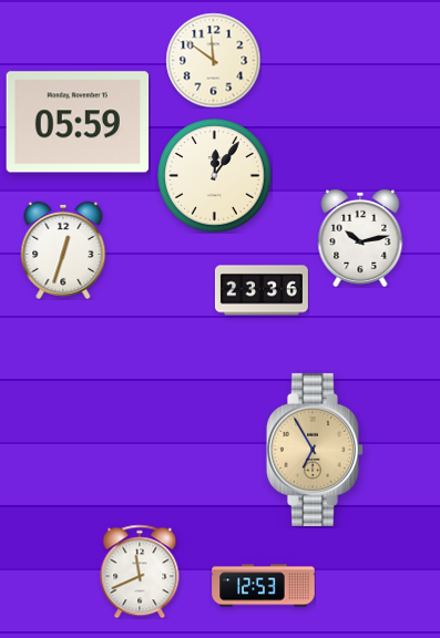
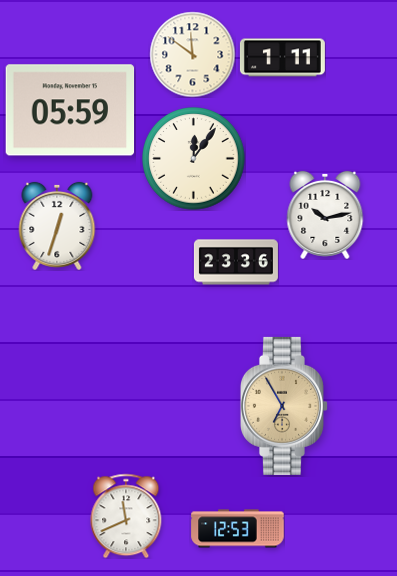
clock at (282, 58): none -> 1:11
